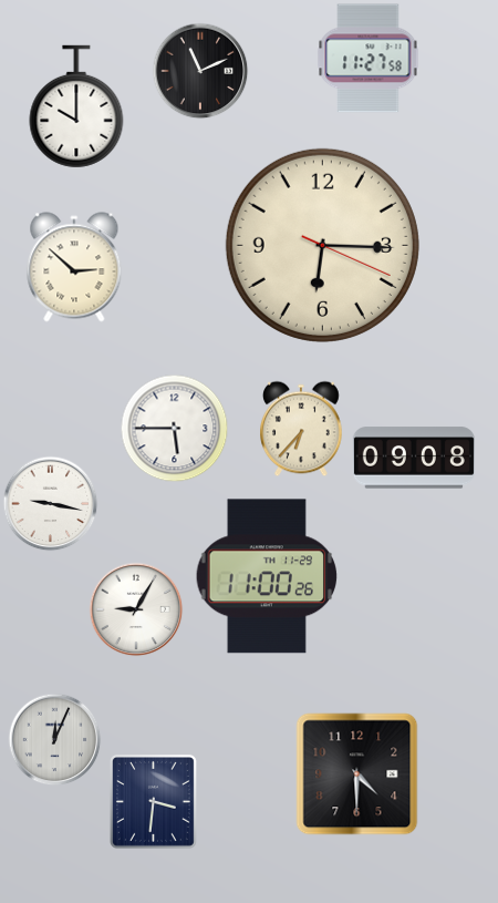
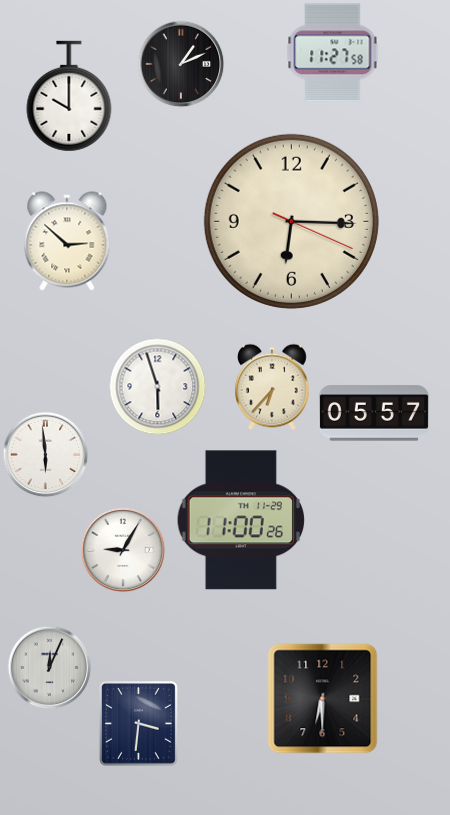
clock at (200, 71): 11:11 -> 1:11
clock at (174, 428): 5:45 -> 5:57
clock at (414, 458): 09:08 -> 05:57
clock at (50, 503): 9:17 -> 5:59
clock at (357, 774): 4:30 -> 6:30
